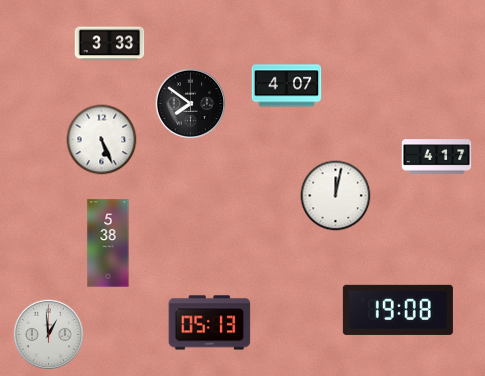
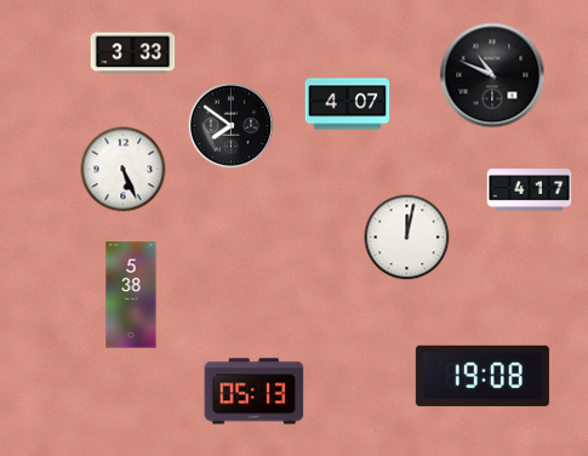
clock at (492, 75): none -> 10:49
clock at (49, 335): 12:59 -> none
